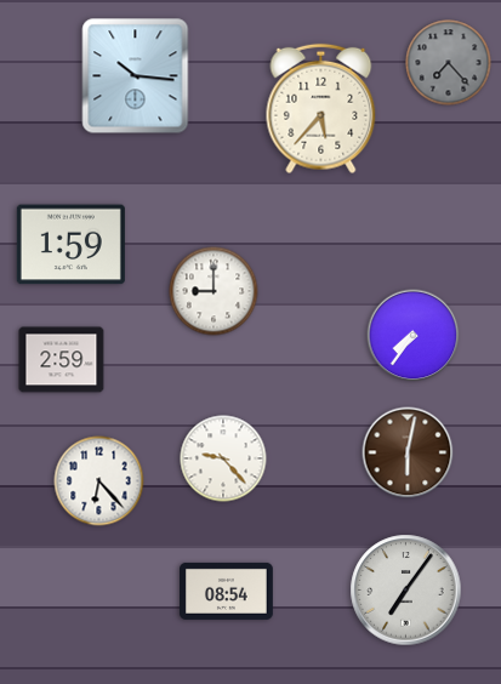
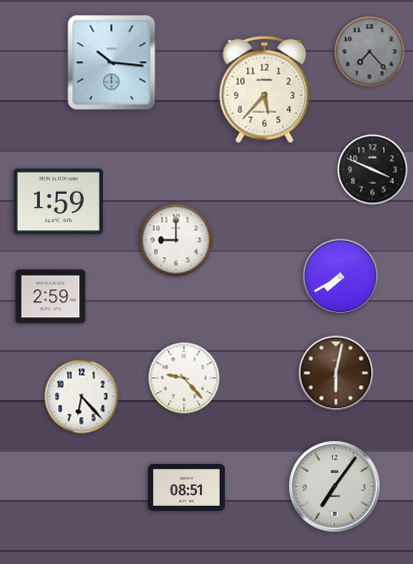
clock at (373, 170): none -> 3:49
clock at (414, 336): 7:36 -> 7:40
clock at (227, 591): 08:54 -> 08:51
